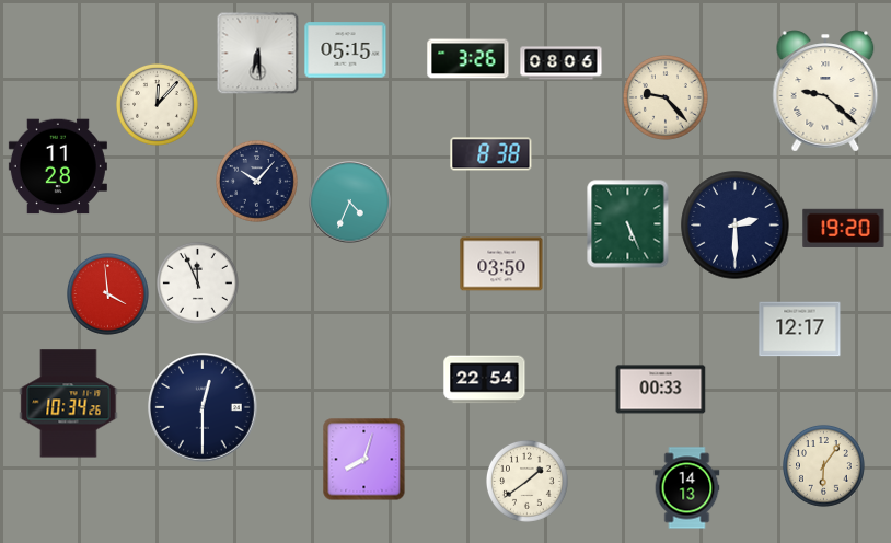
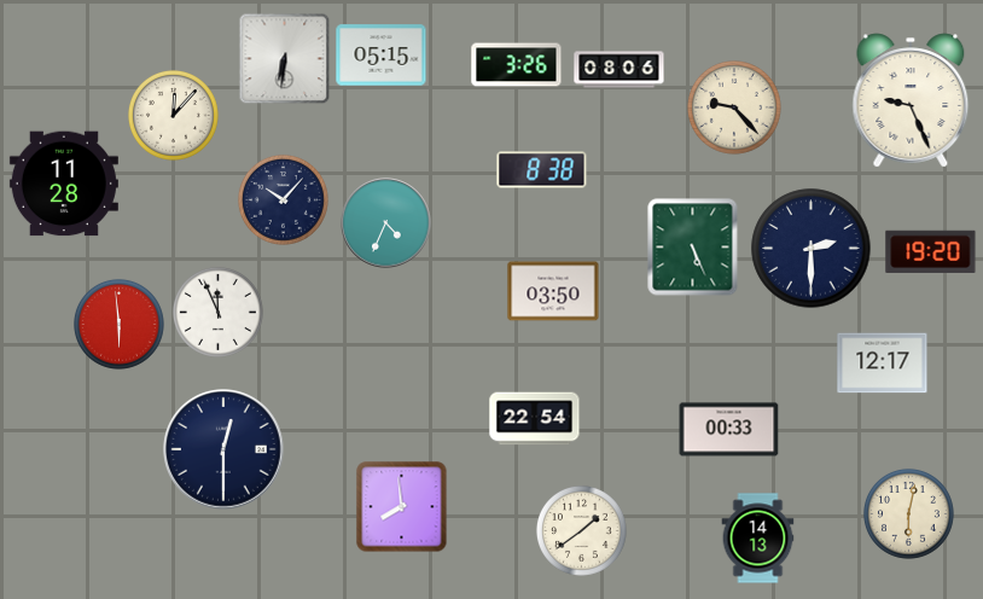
clock at (258, 54): 6:29 -> 6:31
clock at (825, 91): 9:22 -> 9:26
clock at (108, 294): 3:59 -> 5:59
clock at (69, 404): 10:34 -> none
clock at (364, 460): 8:03 -> 7:59
clock at (824, 466): 6:06 -> 6:02
